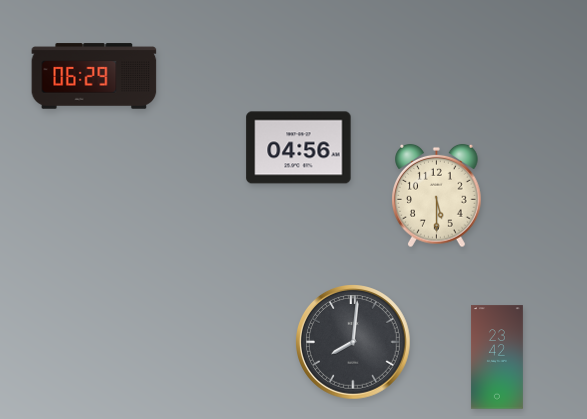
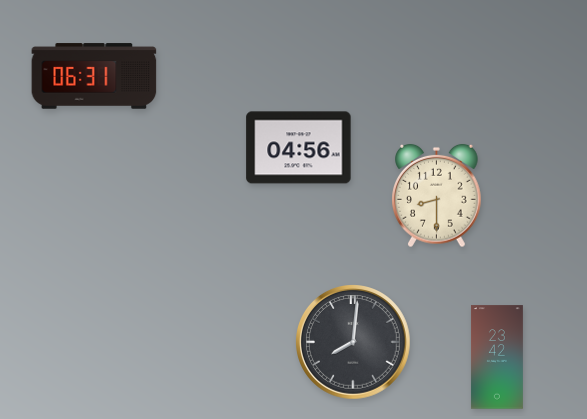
clock at (94, 76): 06:29 -> 06:31
clock at (437, 196): 5:30 -> 8:30
